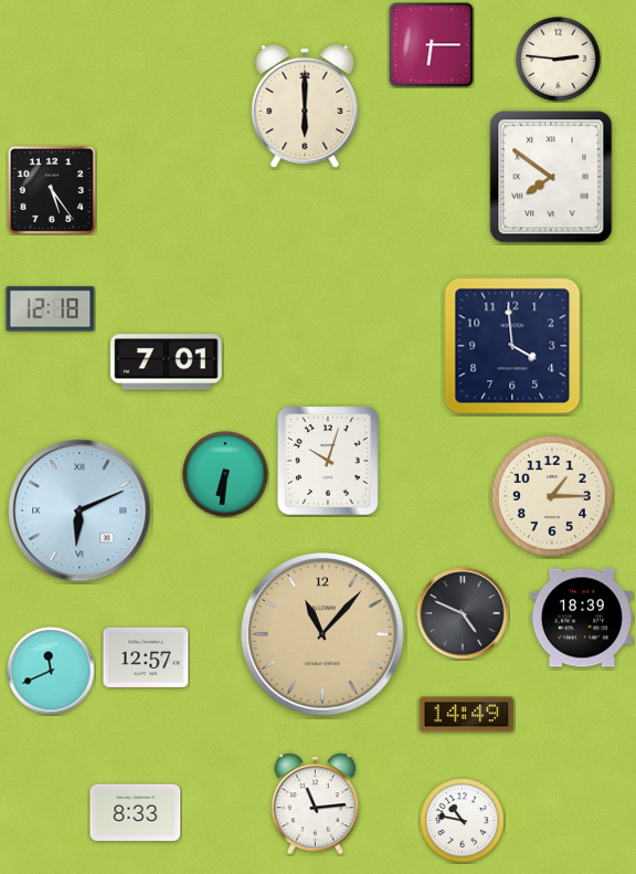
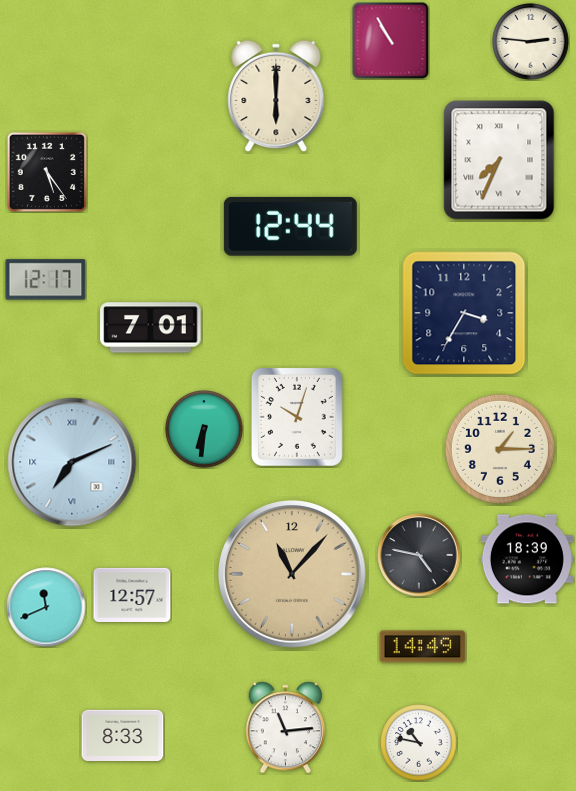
clock at (432, 45): 6:15 -> 10:55
clock at (559, 60) position: (559, 60) -> (531, 42)
clock at (551, 177): 7:51 -> 7:34
clock at (290, 226): none -> 12:44
clock at (51, 309): 12:18 -> 12:17
clock at (512, 346): 3:59 -> 3:35
clock at (79, 510): 6:11 -> 7:11
clock at (463, 613): 4:49 -> 4:47
